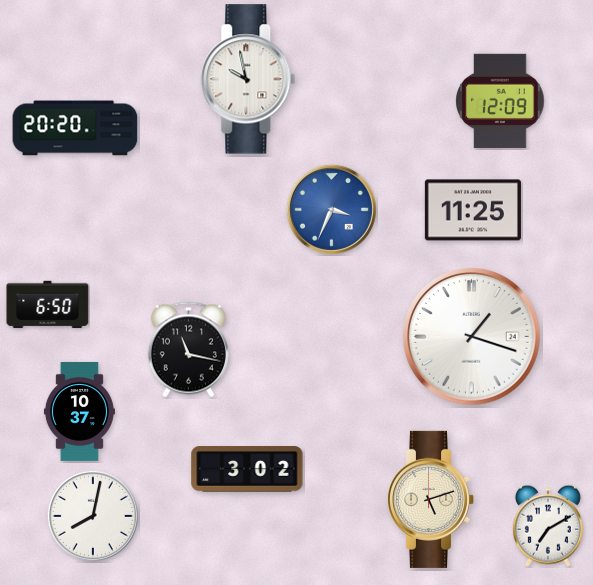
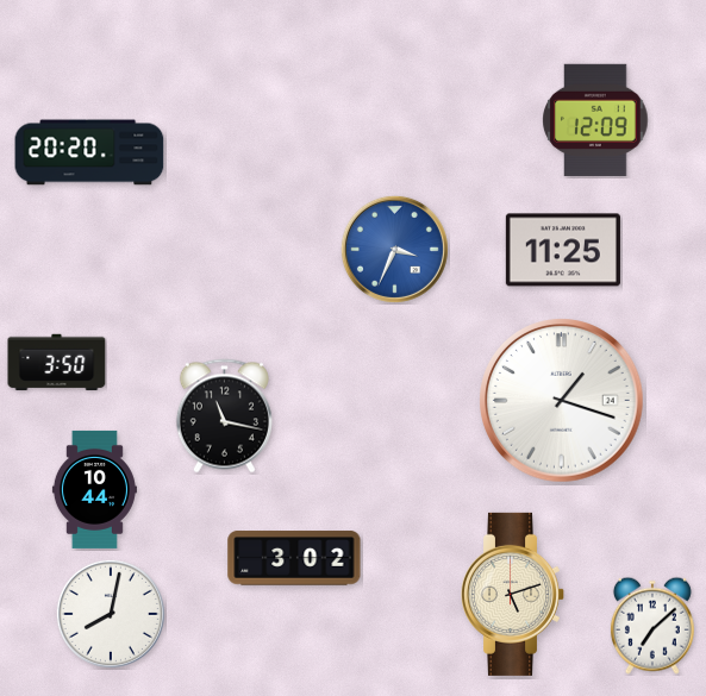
clock at (248, 79): 9:58 -> none
clock at (48, 305): 6:50 -> 3:50
clock at (79, 411): 10:37 -> 10:44
clock at (548, 526): 7:10 -> 7:08
